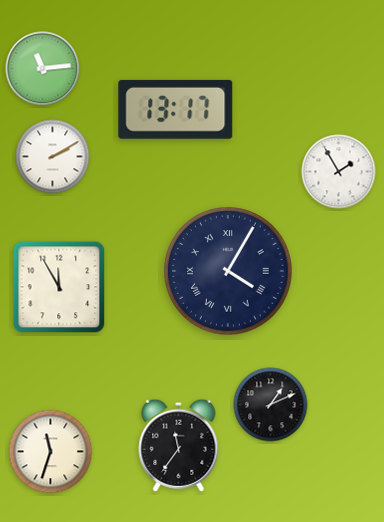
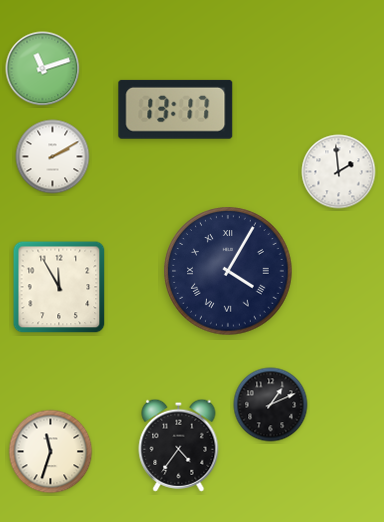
clock at (43, 69): 11:14 -> 11:12
clock at (339, 172): 1:55 -> 1:59
clock at (179, 445): 11:36 -> 4:36
